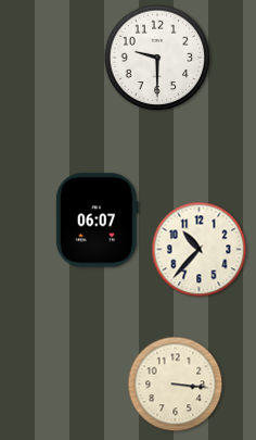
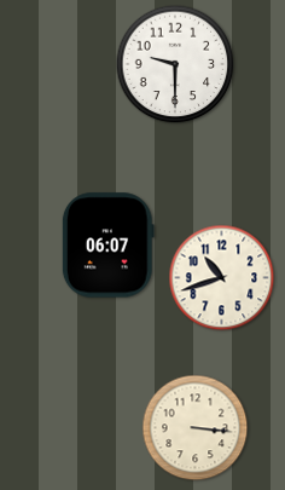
clock at (200, 250): 10:37 -> 10:42
